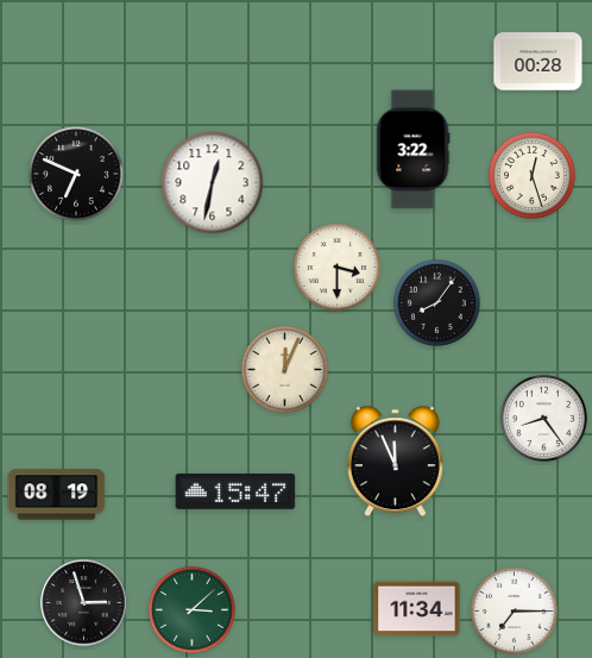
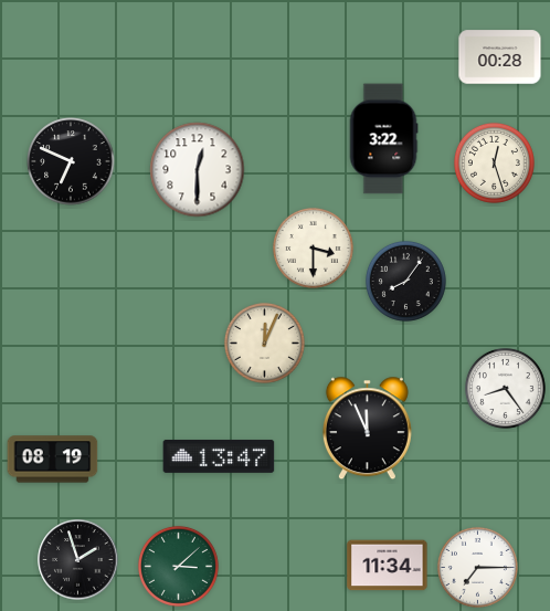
clock at (213, 183): 12:32 -> 12:30
clock at (235, 491): 15:47 -> 13:47
clock at (84, 603): 2:57 -> 1:57
